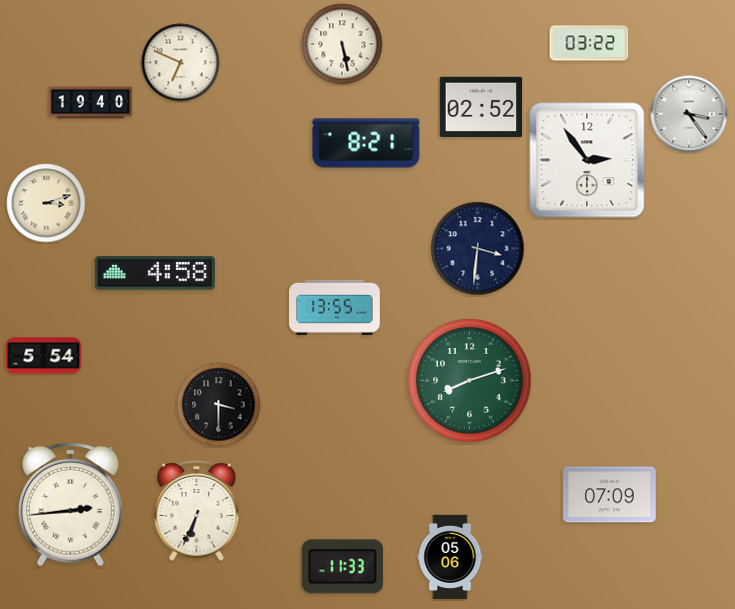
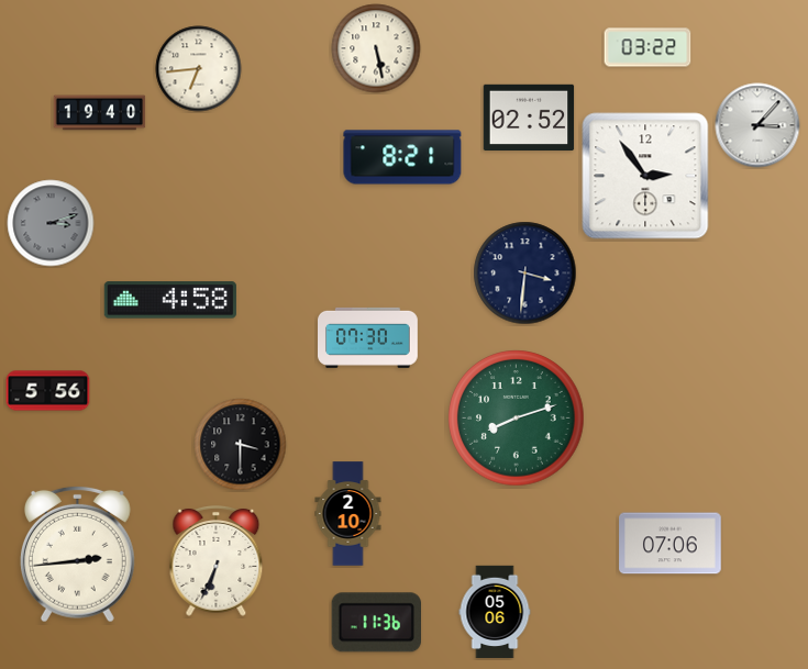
clock at (181, 63): 6:49 -> 6:44
clock at (689, 114): 3:24 -> 3:07
clock at (46, 203) dial: cream -> grey
clock at (335, 307): 13:55 -> 07:30
clock at (44, 356): 5:54 -> 5:56
clock at (348, 514): none -> 2:10
clock at (610, 495): 07:09 -> 07:06
clock at (342, 567): 11:33 -> 11:36
